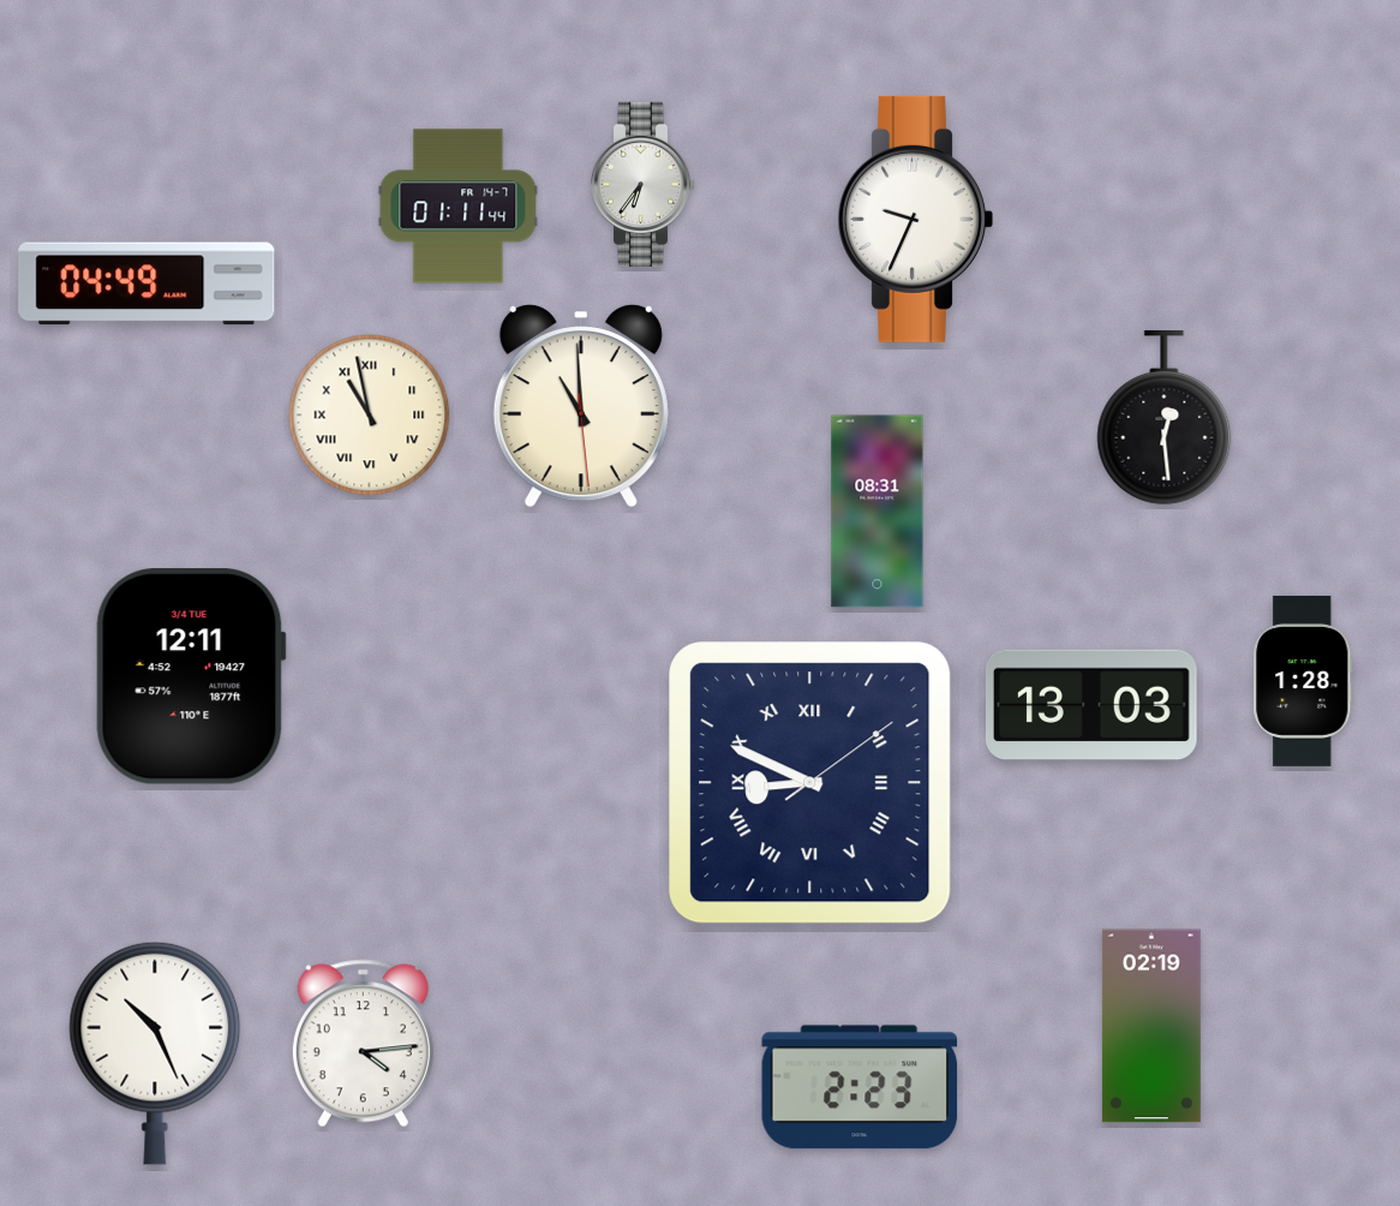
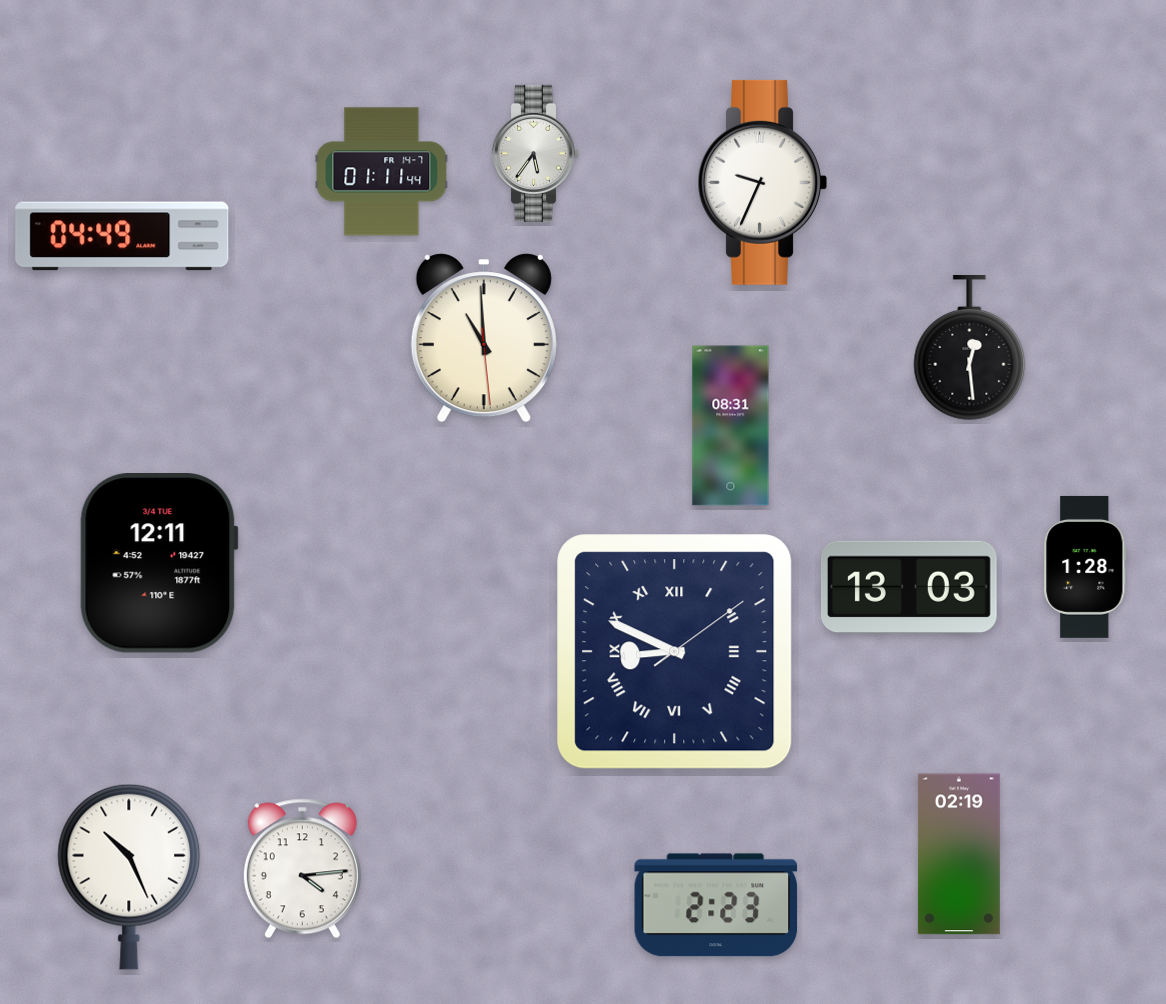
clock at (644, 184): 6:36 -> 5:36
clock at (370, 416): 10:58 -> none
